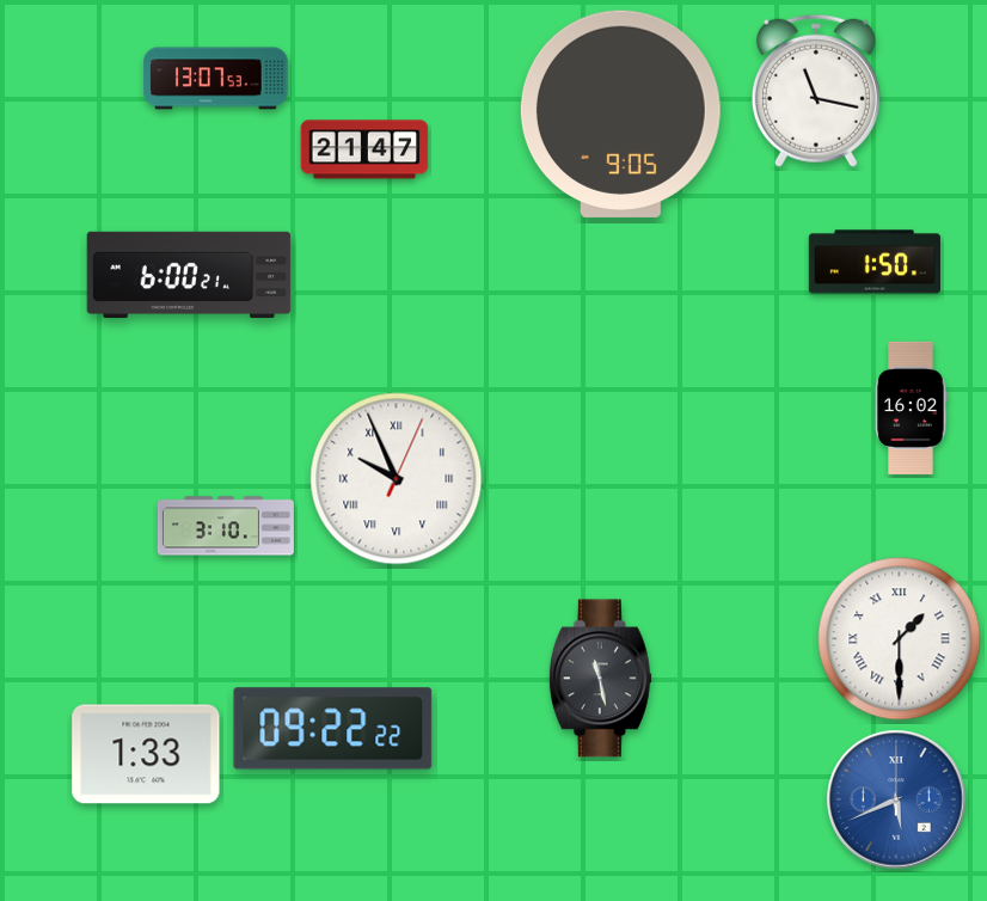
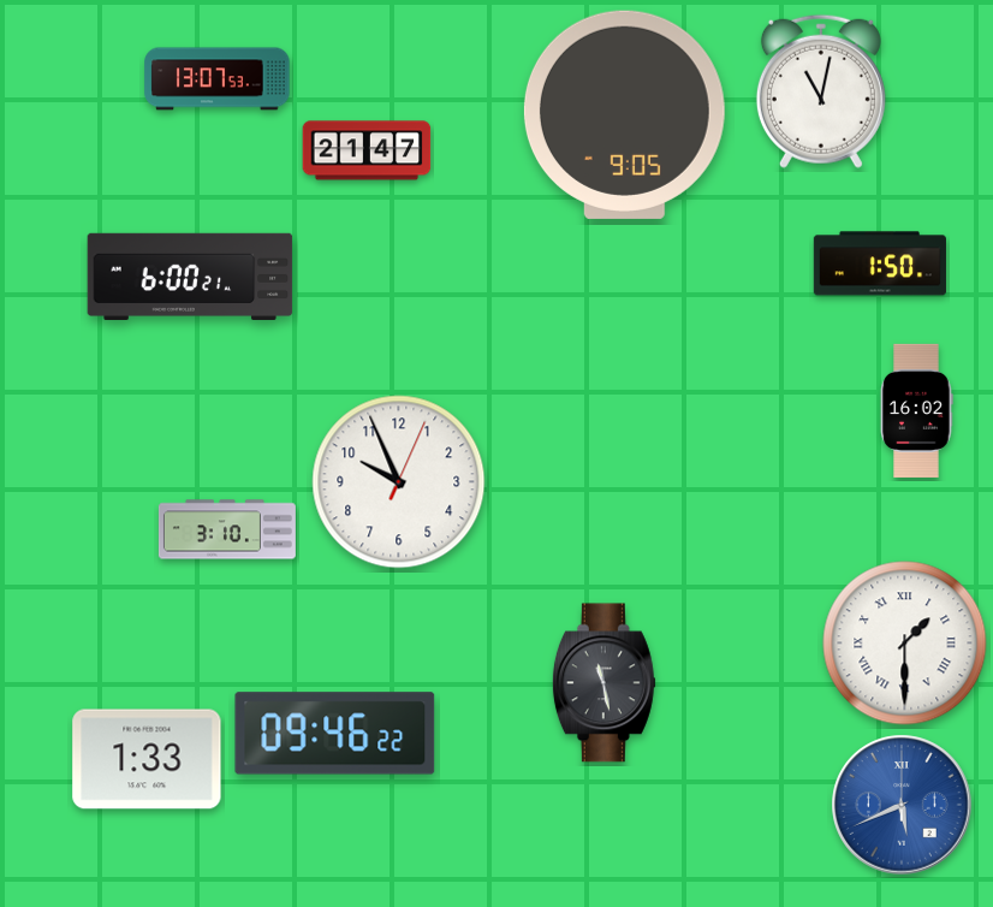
clock at (816, 91): 11:17 -> 11:02
clock at (397, 479) numerals: Roman -> Arabic
clock at (333, 729): 09:22 -> 09:46
